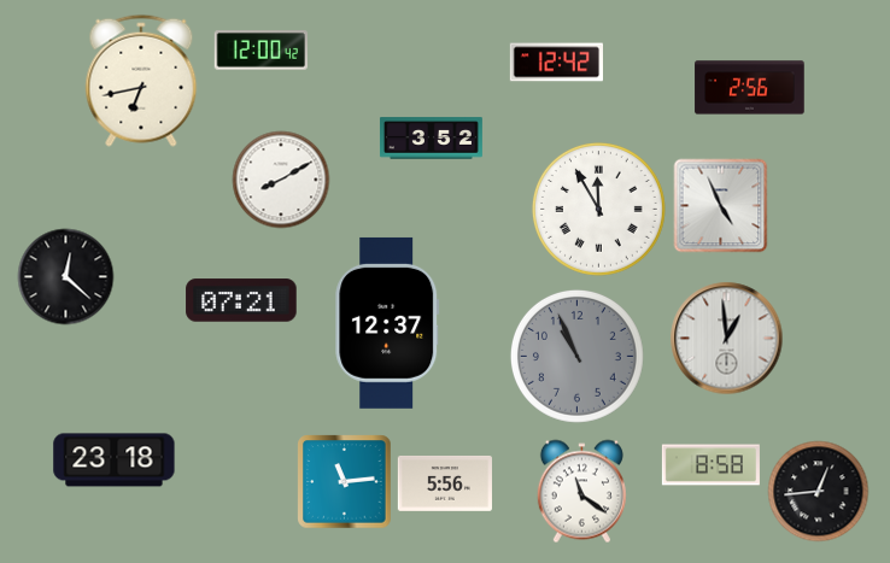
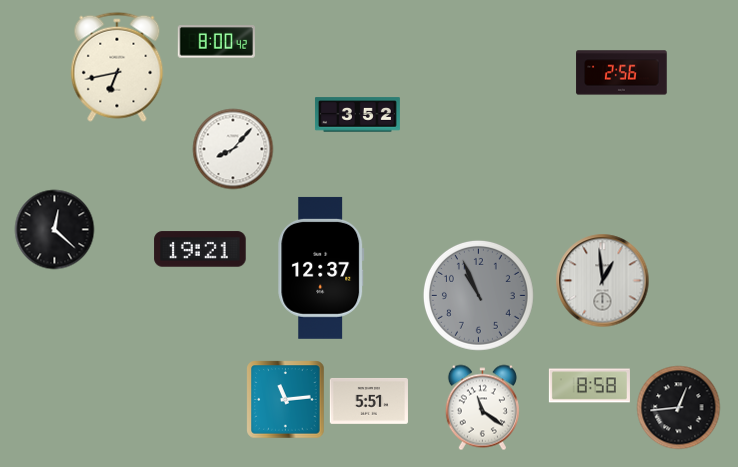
clock at (260, 51): 12:00 -> 8:00
clock at (556, 63): 12:42 -> none
clock at (281, 180): 8:10 -> 8:07
clock at (720, 205): 4:56 -> none
clock at (598, 209): 11:55 -> none
clock at (241, 300): 07:21 -> 19:21
clock at (115, 461): 23:18 -> none
clock at (445, 483): 5:56 -> 5:51
